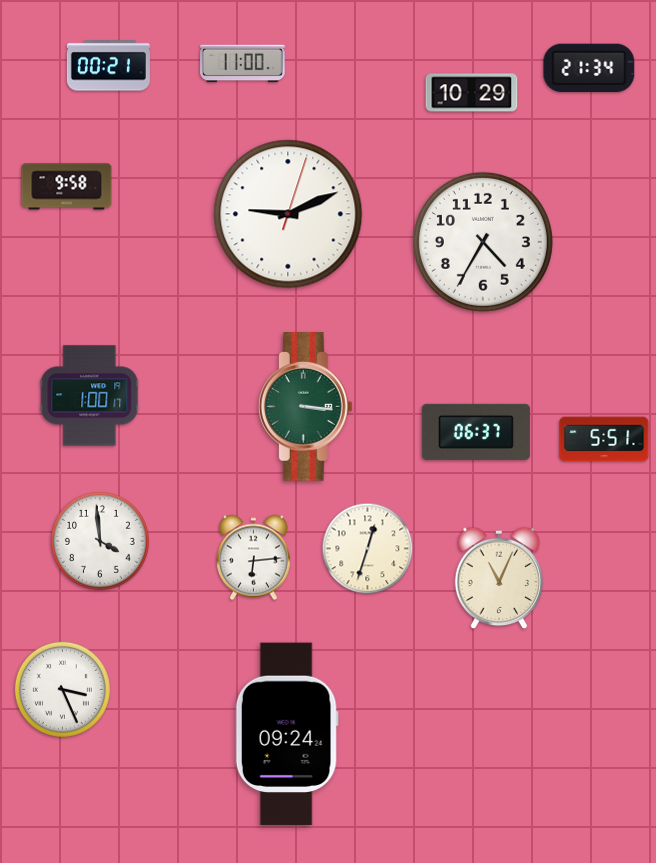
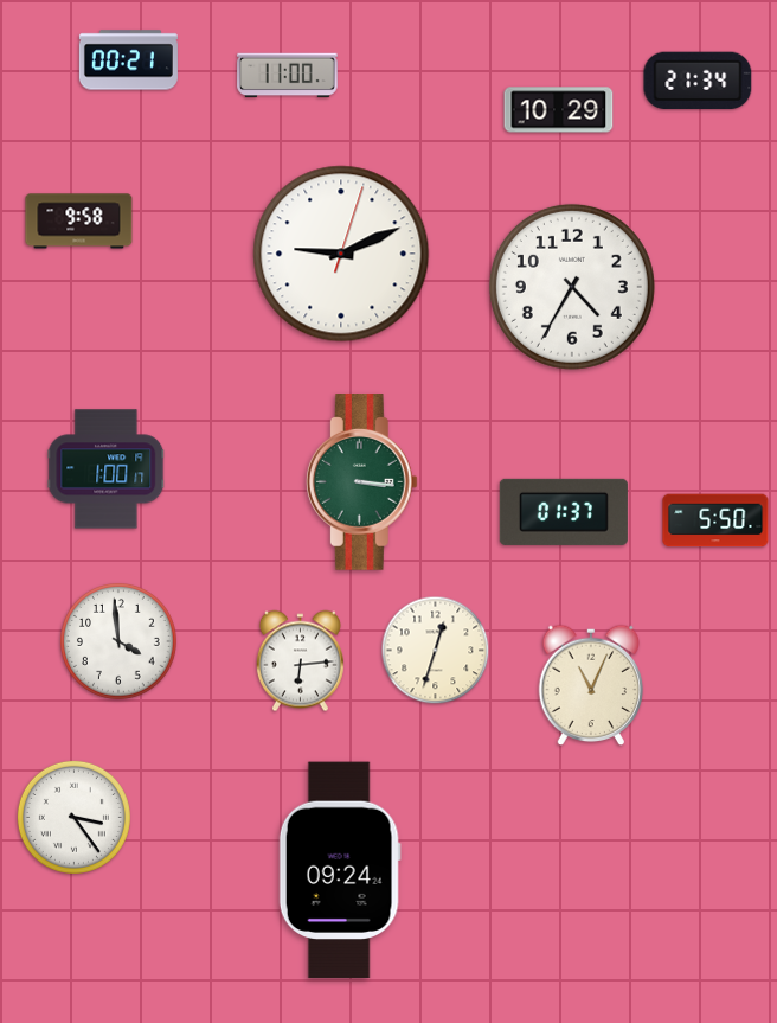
clock at (108, 66) position: (108, 66) -> (128, 60)
clock at (476, 432): 06:37 -> 01:37
clock at (604, 439): 5:51 -> 5:50
clock at (62, 689): 3:26 -> 3:24
